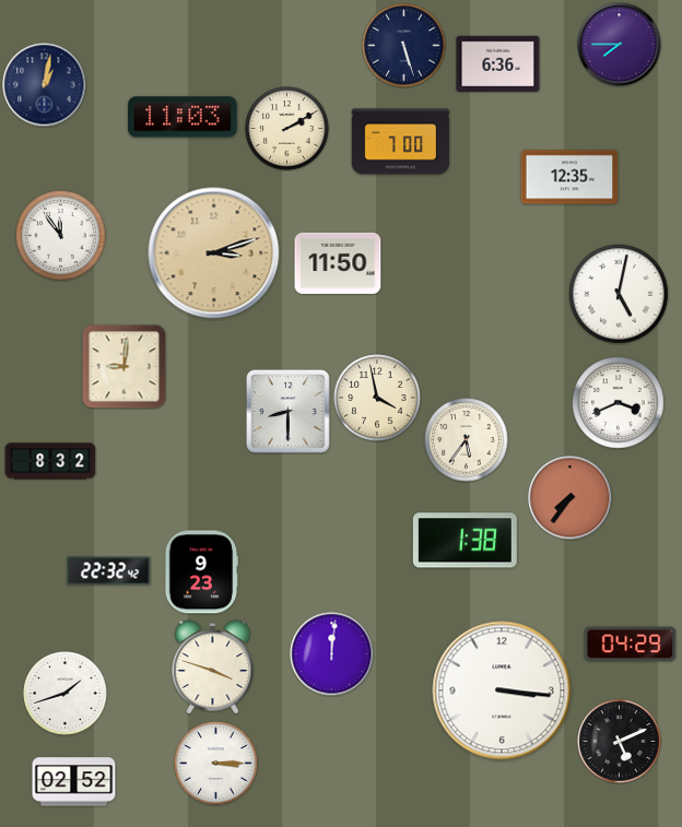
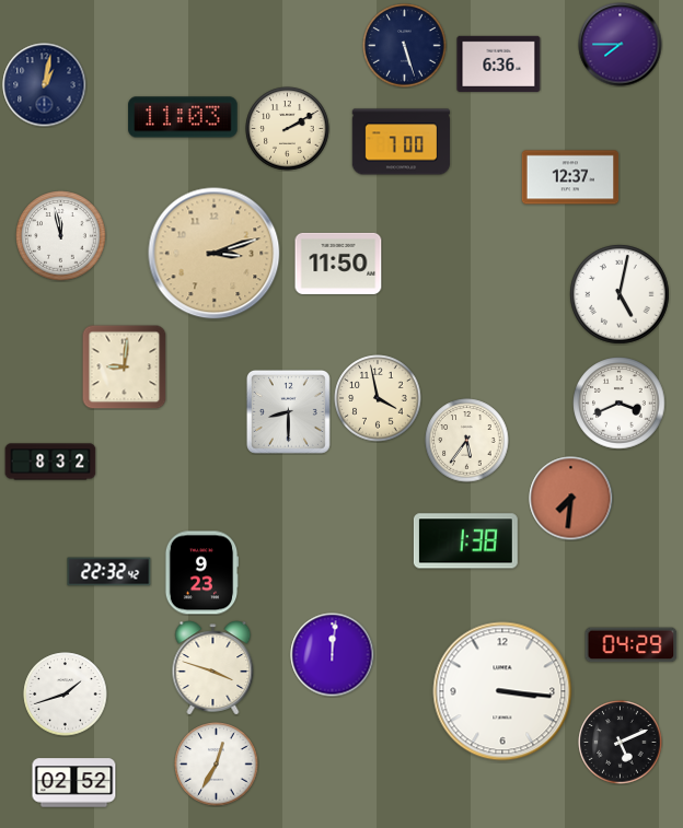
clock at (569, 177): 12:35 -> 12:37
clock at (61, 236): 11:54 -> 11:58
clock at (571, 498): 7:36 -> 7:31
clock at (216, 764): 3:15 -> 12:35
